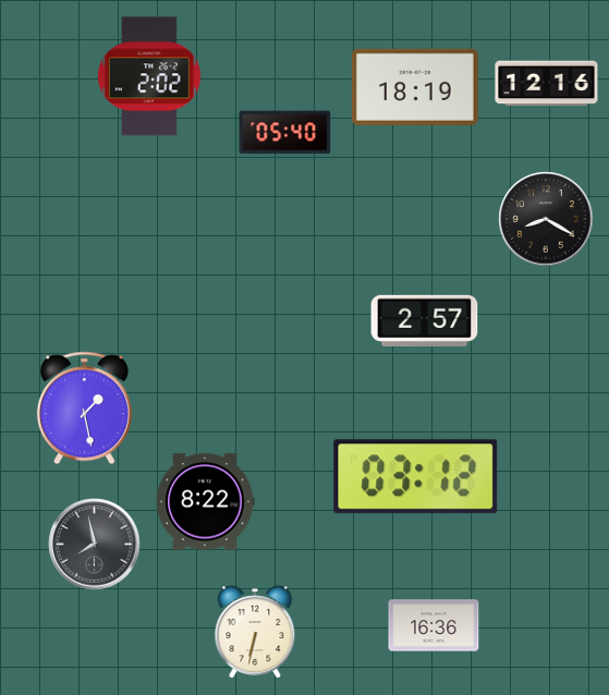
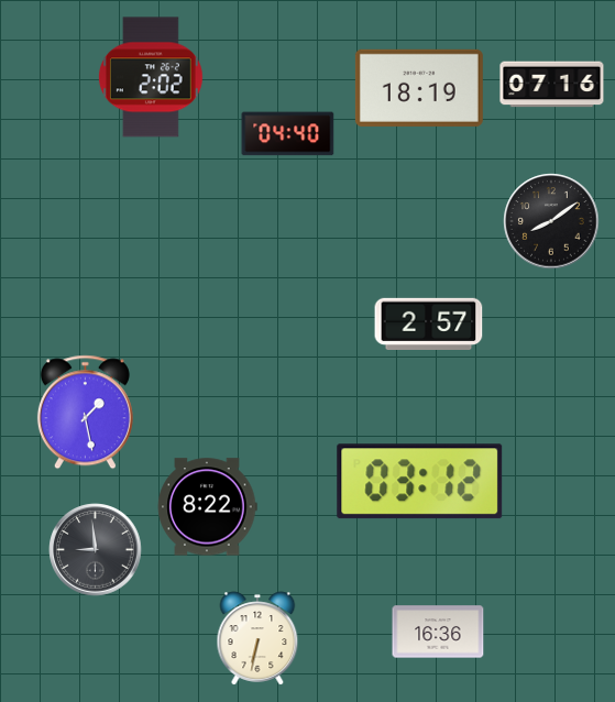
clock at (547, 84): 12:16 -> 07:16
clock at (285, 133): 05:40 -> 04:40
clock at (546, 219): 8:20 -> 8:09
clock at (95, 545): 7:58 -> 8:59
